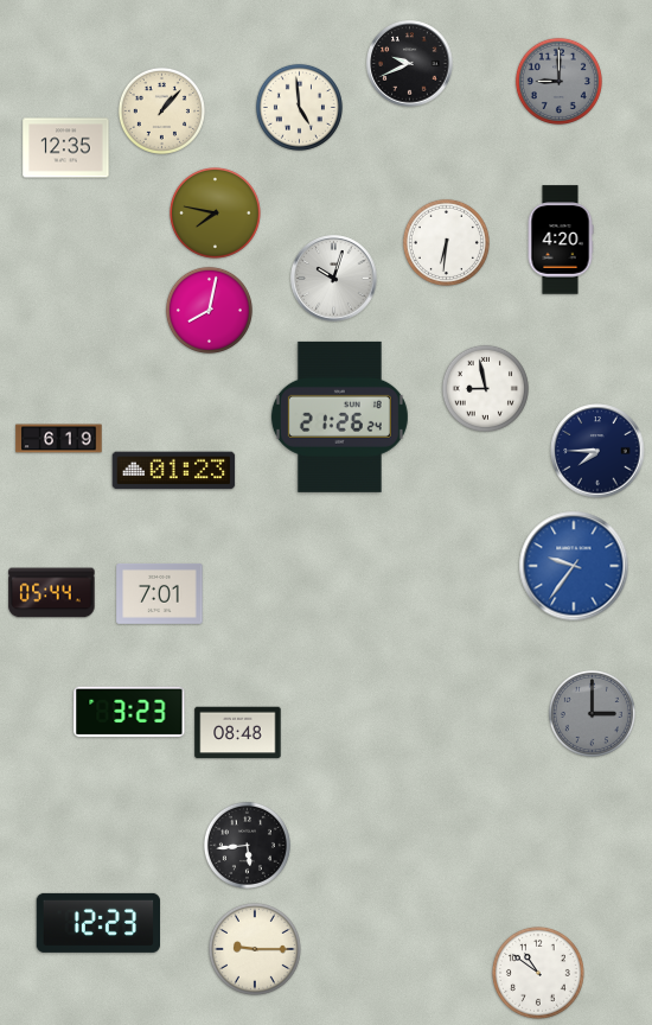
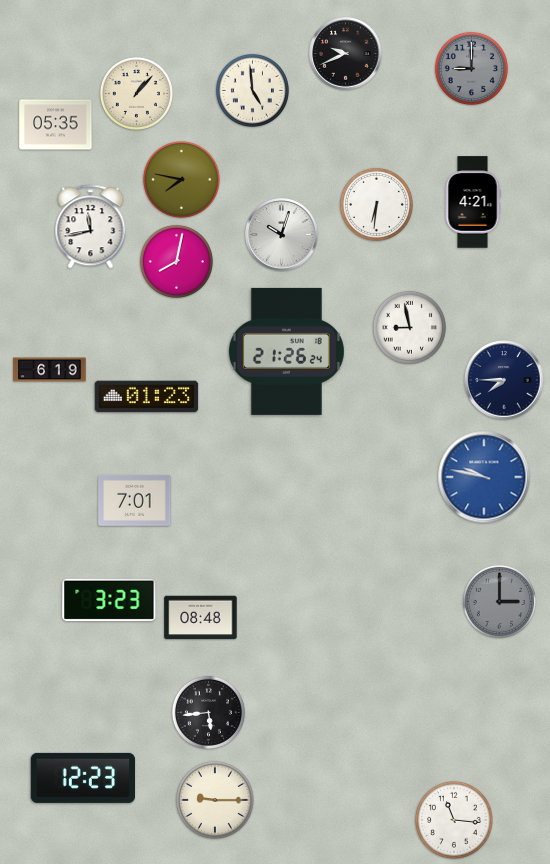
clock at (66, 148): 12:35 -> 05:35
clock at (561, 240): 4:20 -> 4:21
clock at (91, 227): none -> 11:43
clock at (574, 566): 9:36 -> 9:47
clock at (52, 593): 05:44 -> none
clock at (538, 973): 10:51 -> 11:16
